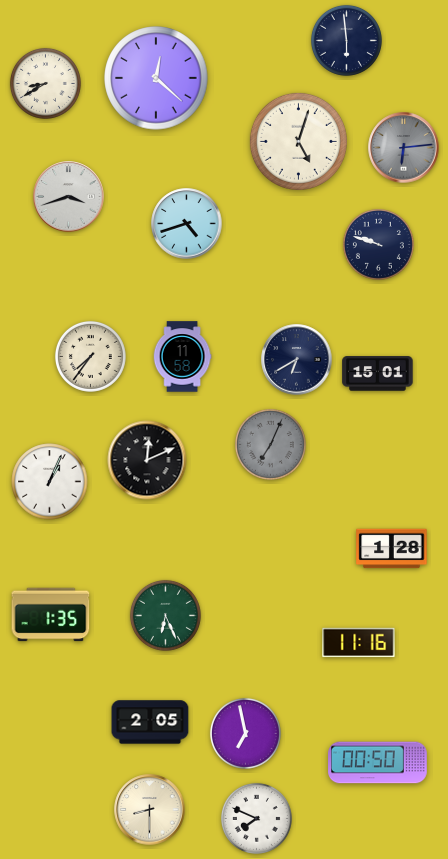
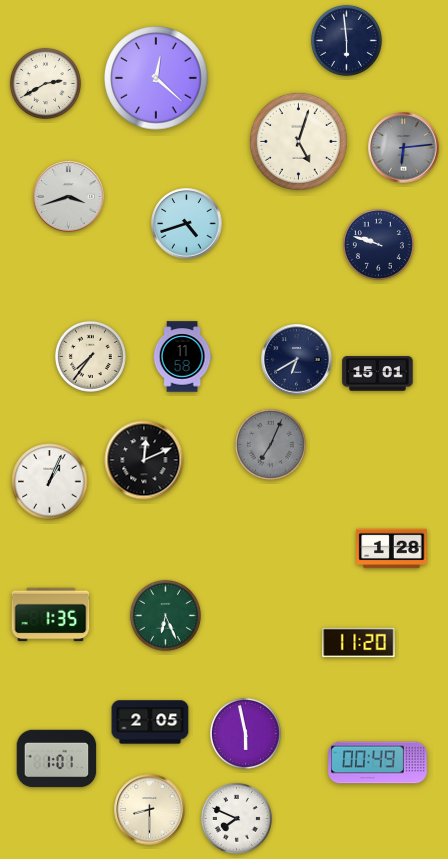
clock at (45, 83): 8:40 -> 2:40
clock at (147, 460) position: (147, 460) -> (144, 460)
clock at (359, 643): 11:16 -> 11:20
clock at (245, 733): 6:58 -> 5:58
clock at (57, 759): none -> 1:01
clock at (378, 763): 00:50 -> 00:49
clock at (256, 818) position: (256, 818) -> (236, 818)
